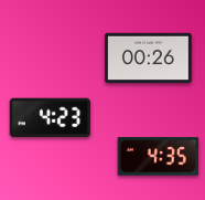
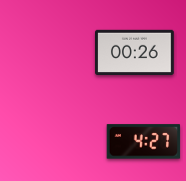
clock at (51, 118): 4:23 -> none
clock at (159, 157): 4:35 -> 4:27
